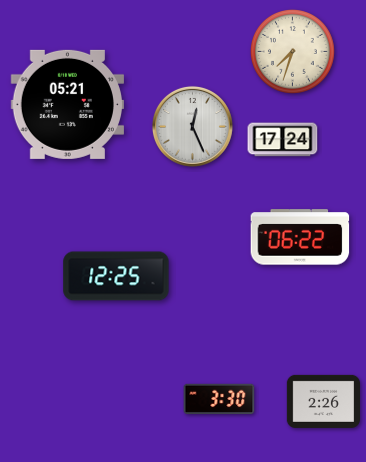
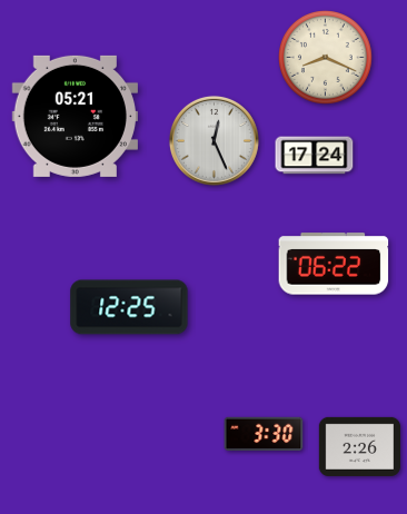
clock at (293, 52): 7:33 -> 8:19
clock at (219, 398) position: (219, 398) -> (264, 433)
